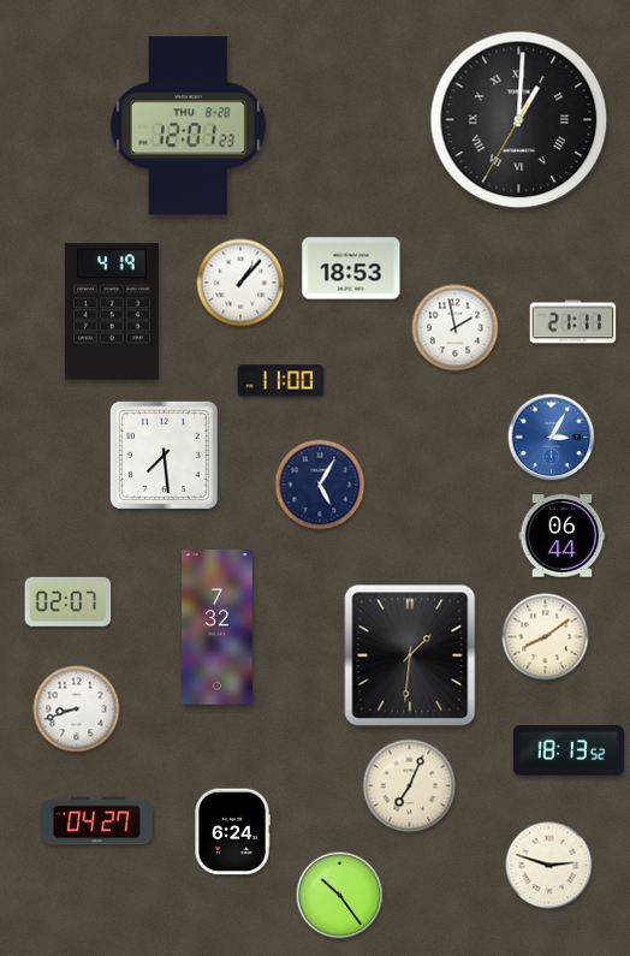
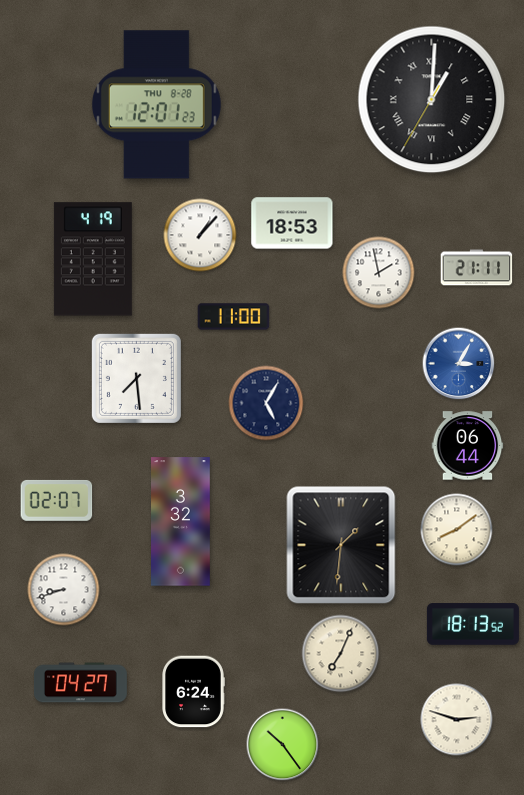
clock at (218, 628): 7:32 -> 3:32
clock at (546, 637) position: (546, 637) -> (457, 530)
